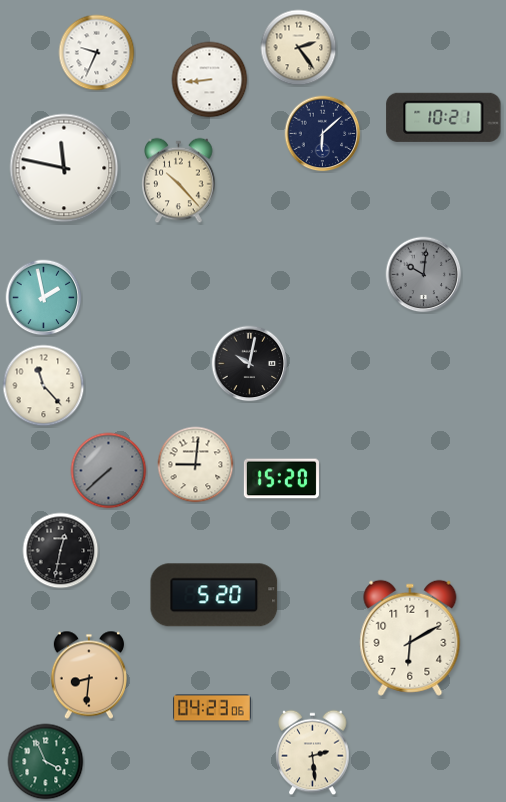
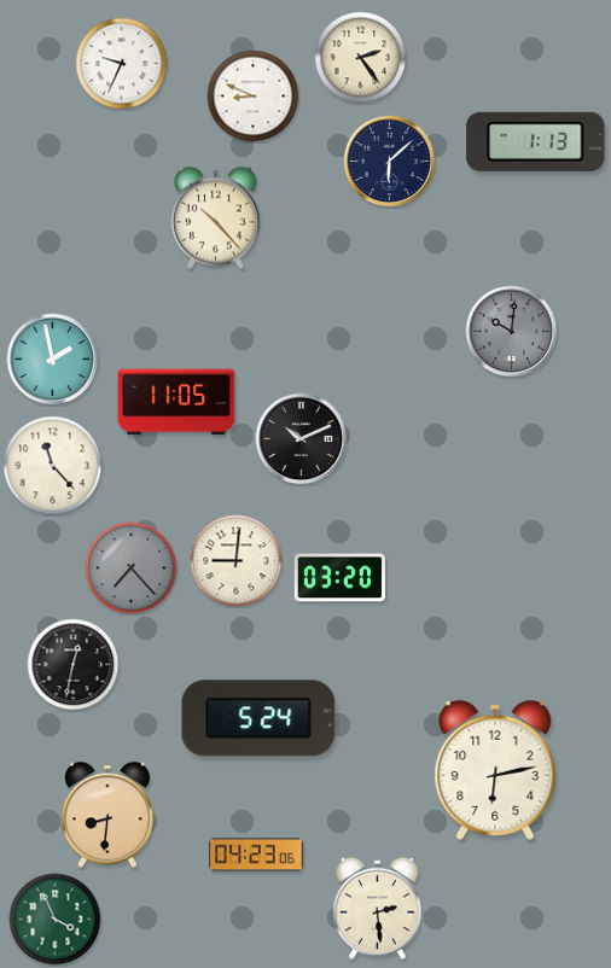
clock at (97, 53) position: (97, 53) -> (122, 64)
clock at (210, 80): 8:44 -> 8:49
clock at (444, 117): 10:21 -> 1:13
clock at (64, 168): 11:47 -> none
clock at (176, 402): none -> 11:05
clock at (250, 364): 10:02 -> 10:11
clock at (109, 471): 7:38 -> 7:23
clock at (281, 479): 15:20 -> 03:20
clock at (214, 595): 5:20 -> 5:24
clock at (410, 638): 6:10 -> 6:13
